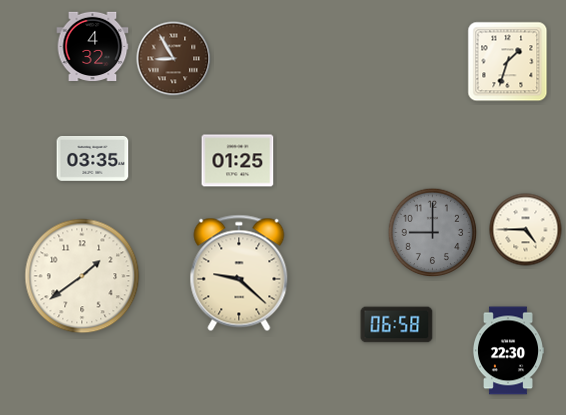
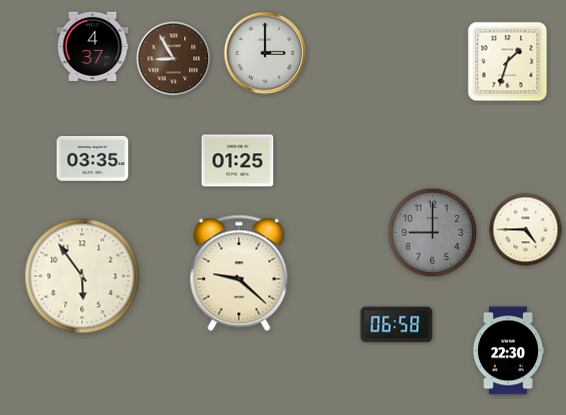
clock at (93, 47): 4:32 -> 4:37
clock at (265, 53): none -> 3:00
clock at (82, 276): 1:39 -> 5:54
